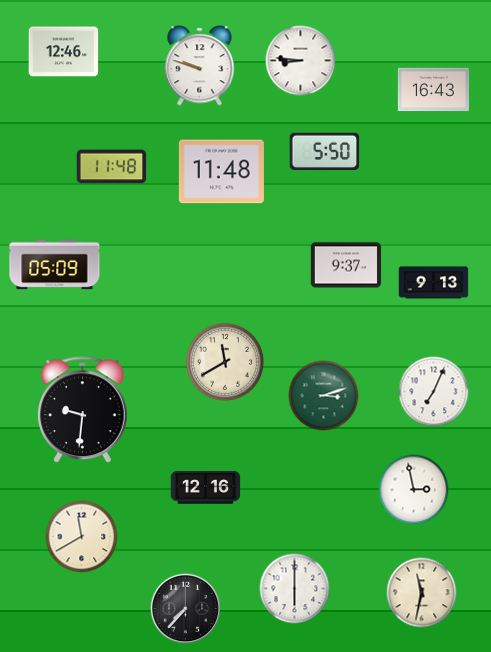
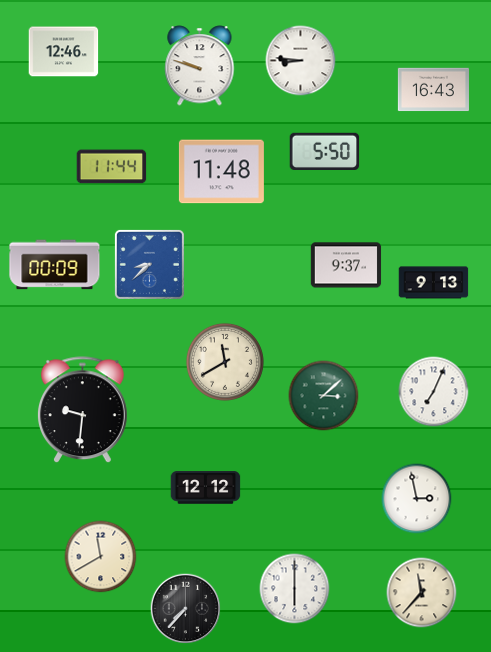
clock at (112, 167): 11:48 -> 11:44
clock at (149, 264): none -> 8:38
clock at (55, 265): 05:09 -> 00:09
clock at (324, 396): 3:12 -> 3:08
clock at (206, 488): 12:16 -> 12:12
clock at (414, 490) position: (414, 490) -> (417, 499)
clock at (82, 537) position: (82, 537) -> (101, 557)
clock at (422, 593): 11:32 -> 11:37
